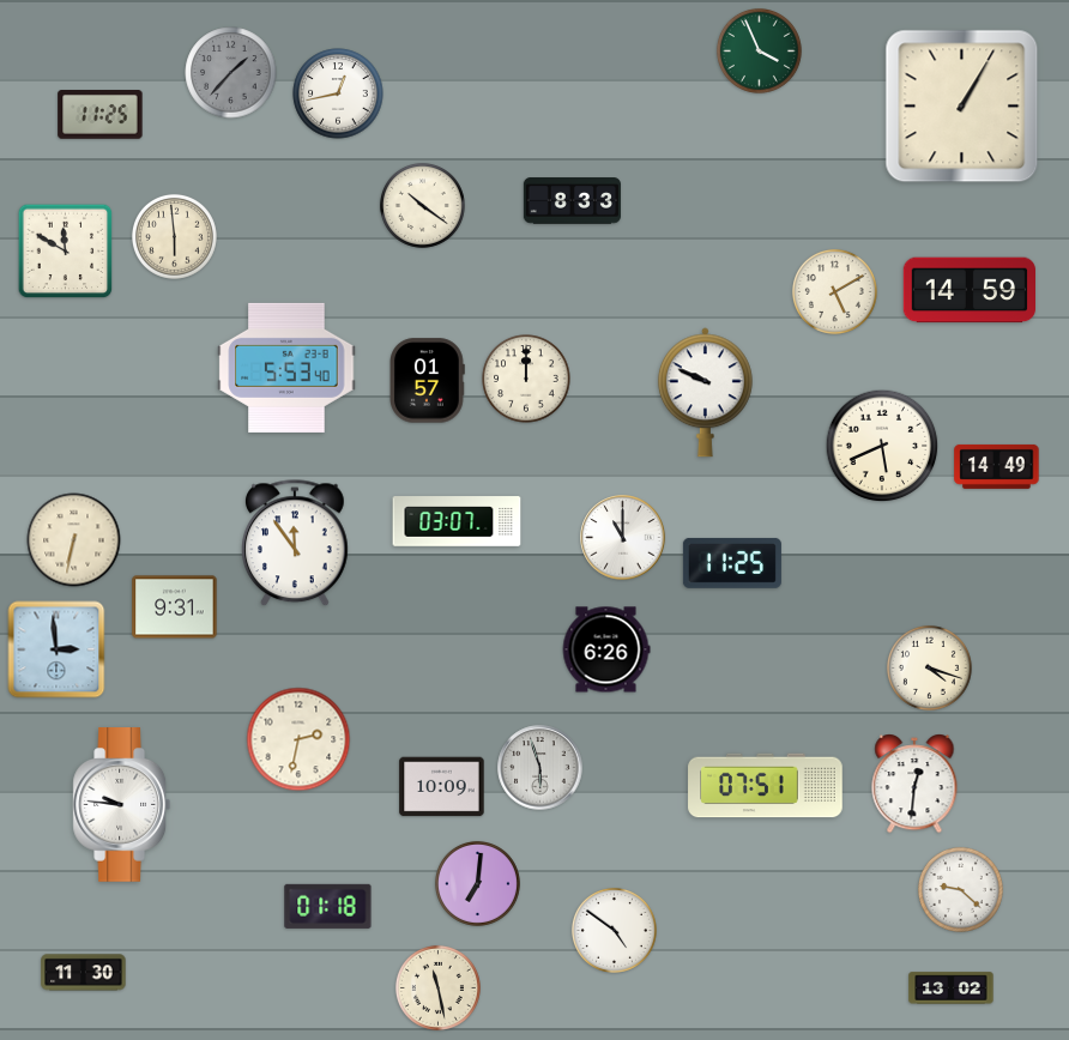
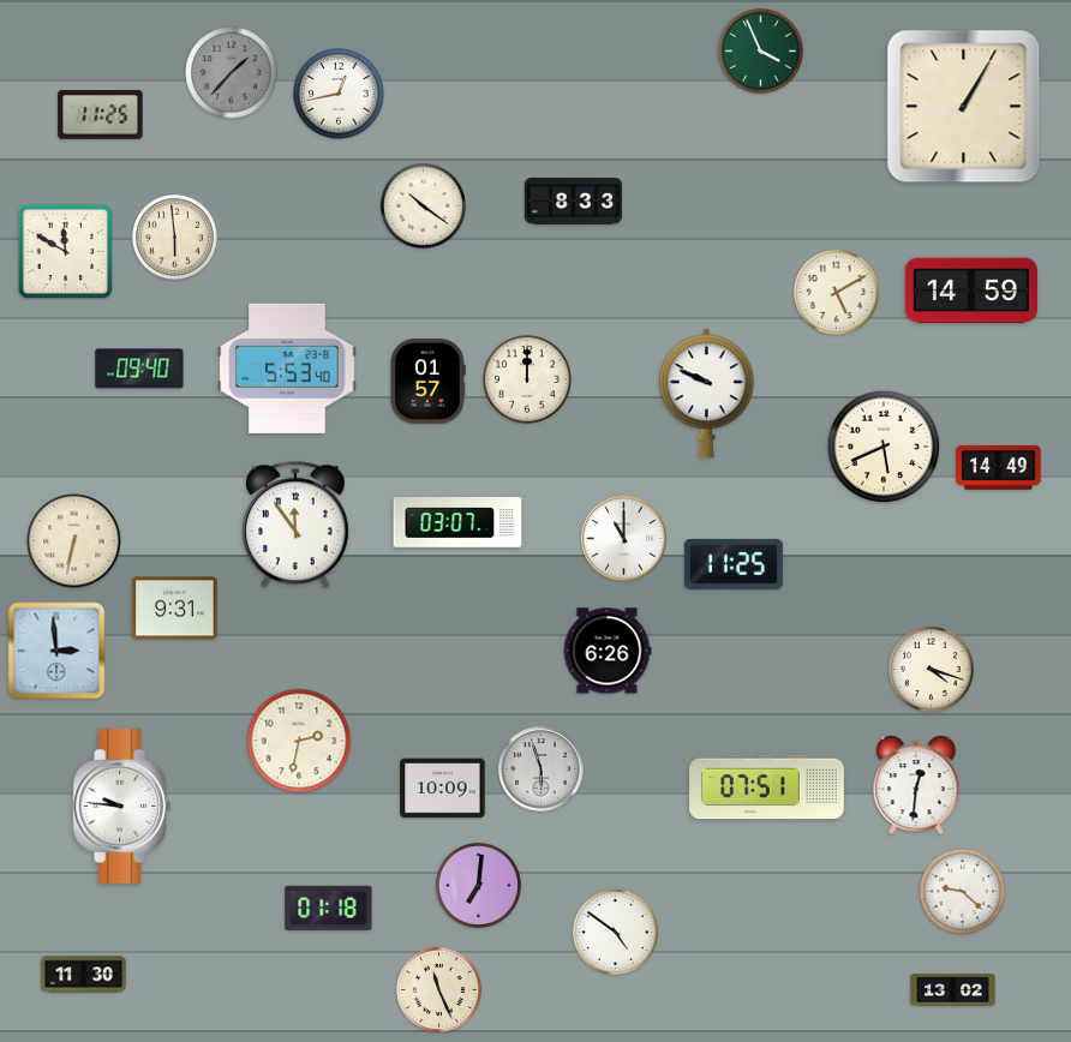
clock at (139, 369): none -> 09:40
clock at (296, 544) position: (296, 544) -> (297, 526)
clock at (437, 987): 11:28 -> 11:26
